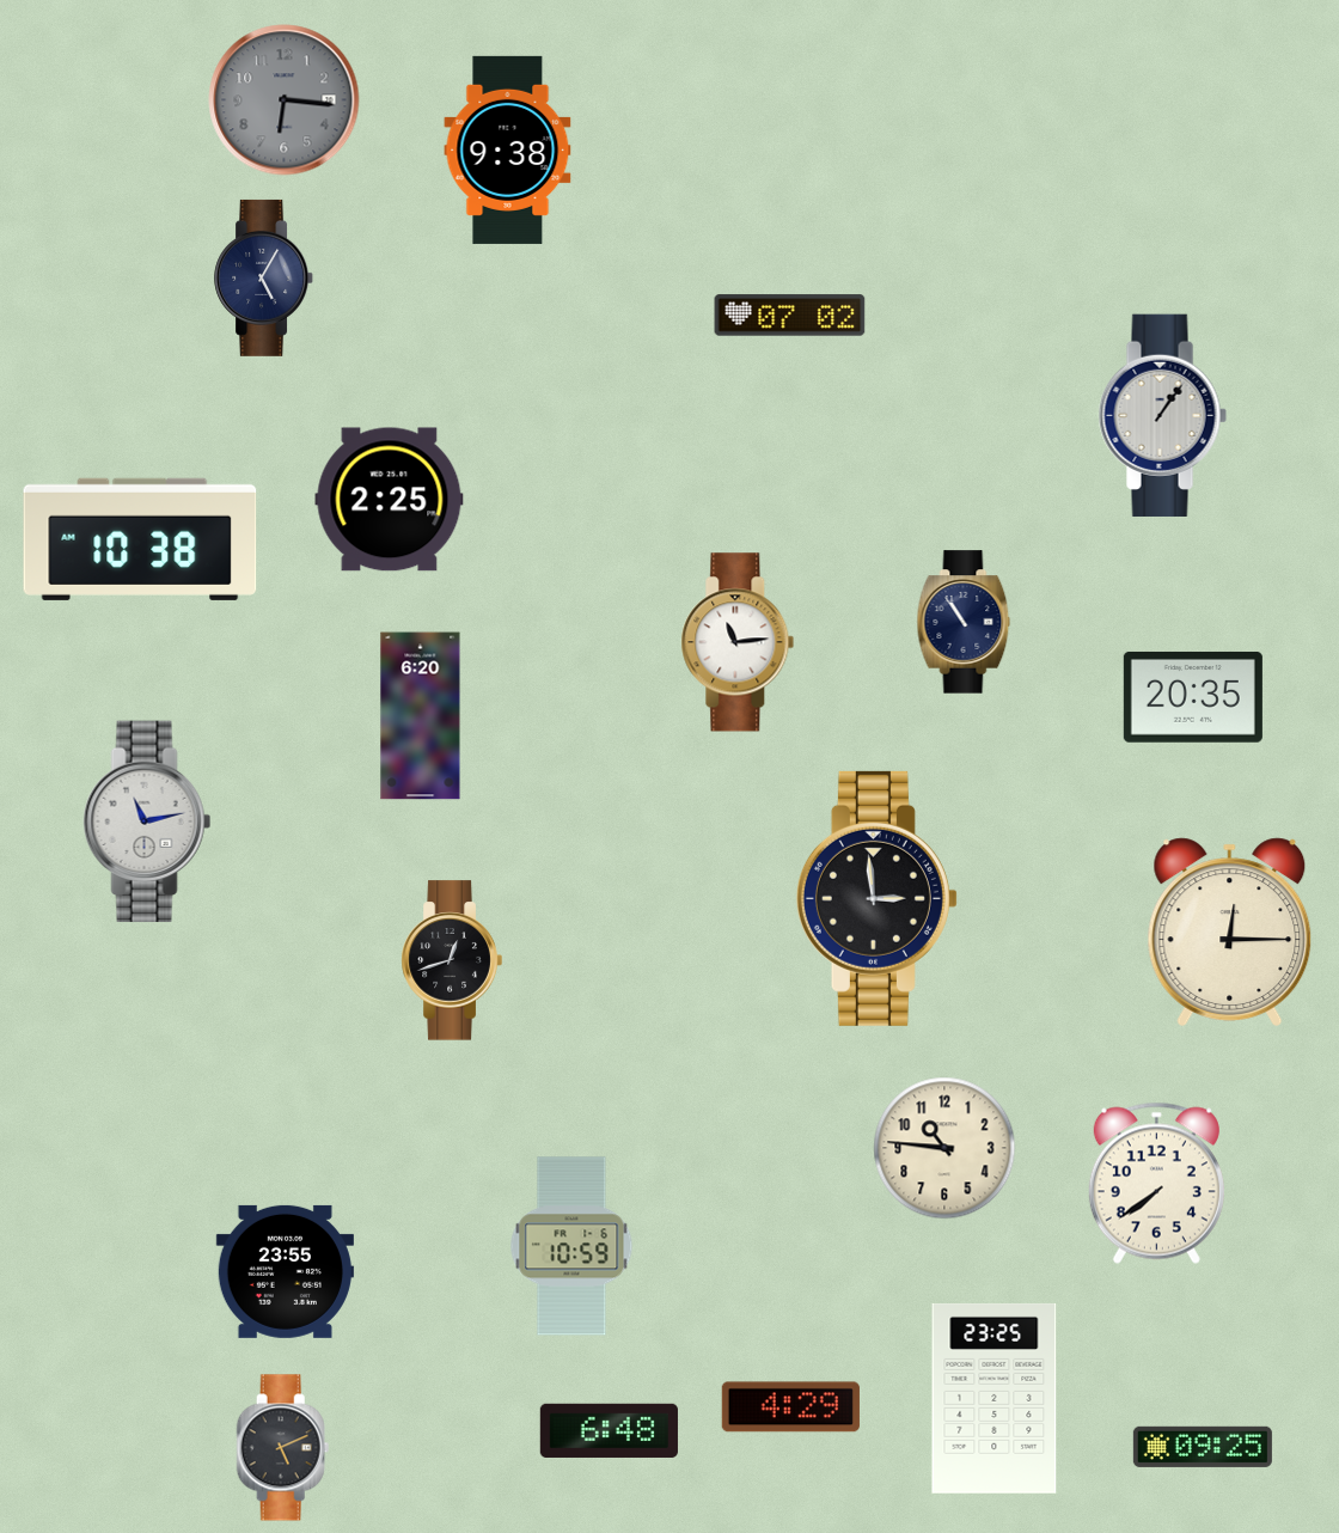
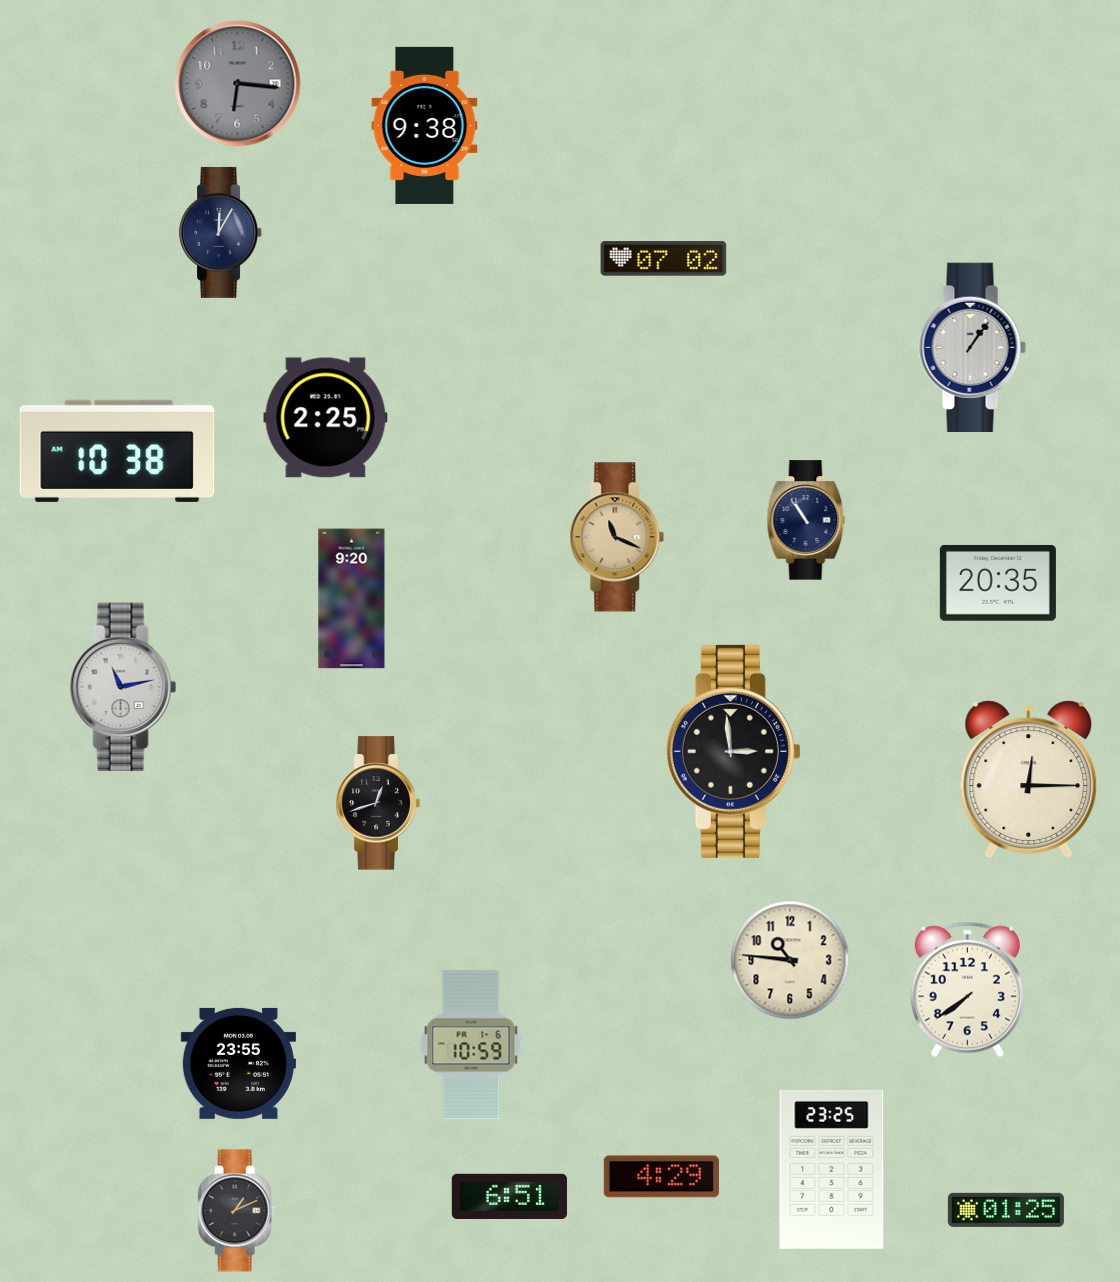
clock at (264, 277): 5:05 -> 12:05
clock at (790, 316) position: (790, 316) -> (664, 259)
clock at (738, 642): 11:14 -> 11:19
clock at (738, 642) dial: white -> champagne
clock at (421, 716): 6:20 -> 9:20
clock at (571, 1246) position: (571, 1246) -> (471, 1045)
clock at (609, 1430): 6:48 -> 6:51
clock at (1203, 1447): 09:25 -> 01:25
clock at (283, 1448): 5:11 -> 1:11
